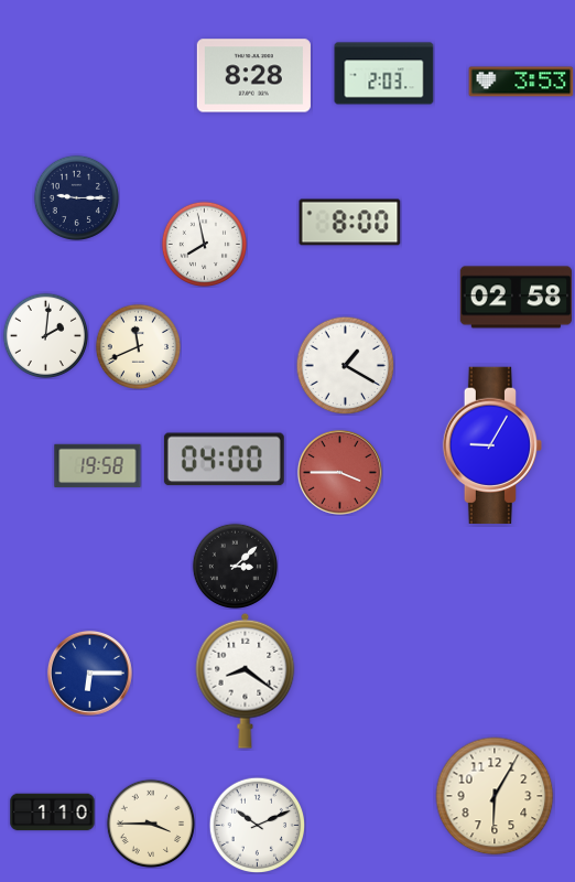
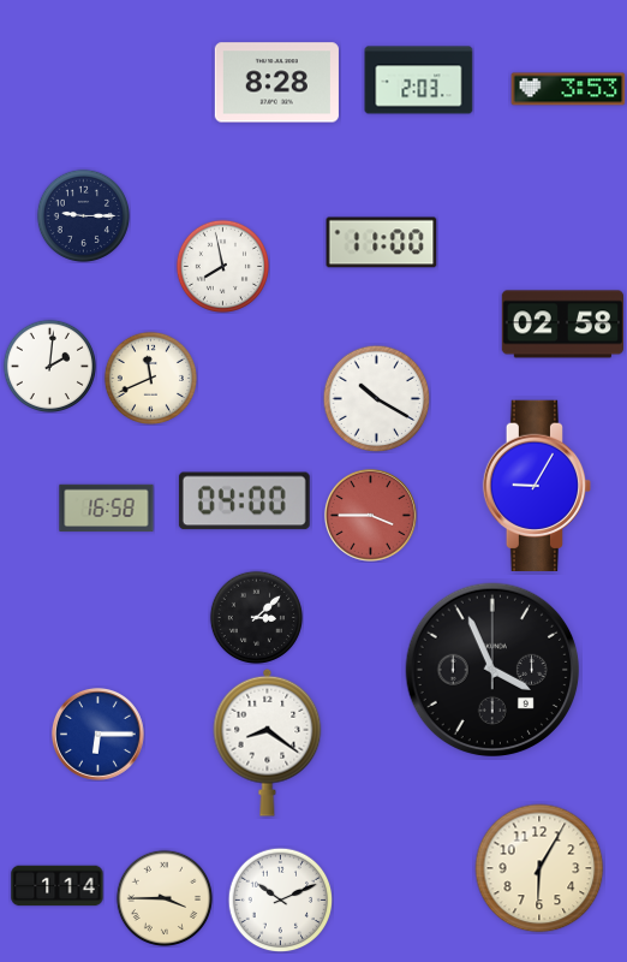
clock at (350, 223): 8:00 -> 11:00
clock at (345, 365): 1:20 -> 10:20
clock at (98, 466): 19:58 -> 16:58
clock at (492, 670): none -> 3:56
clock at (53, 813): 1:10 -> 1:14
